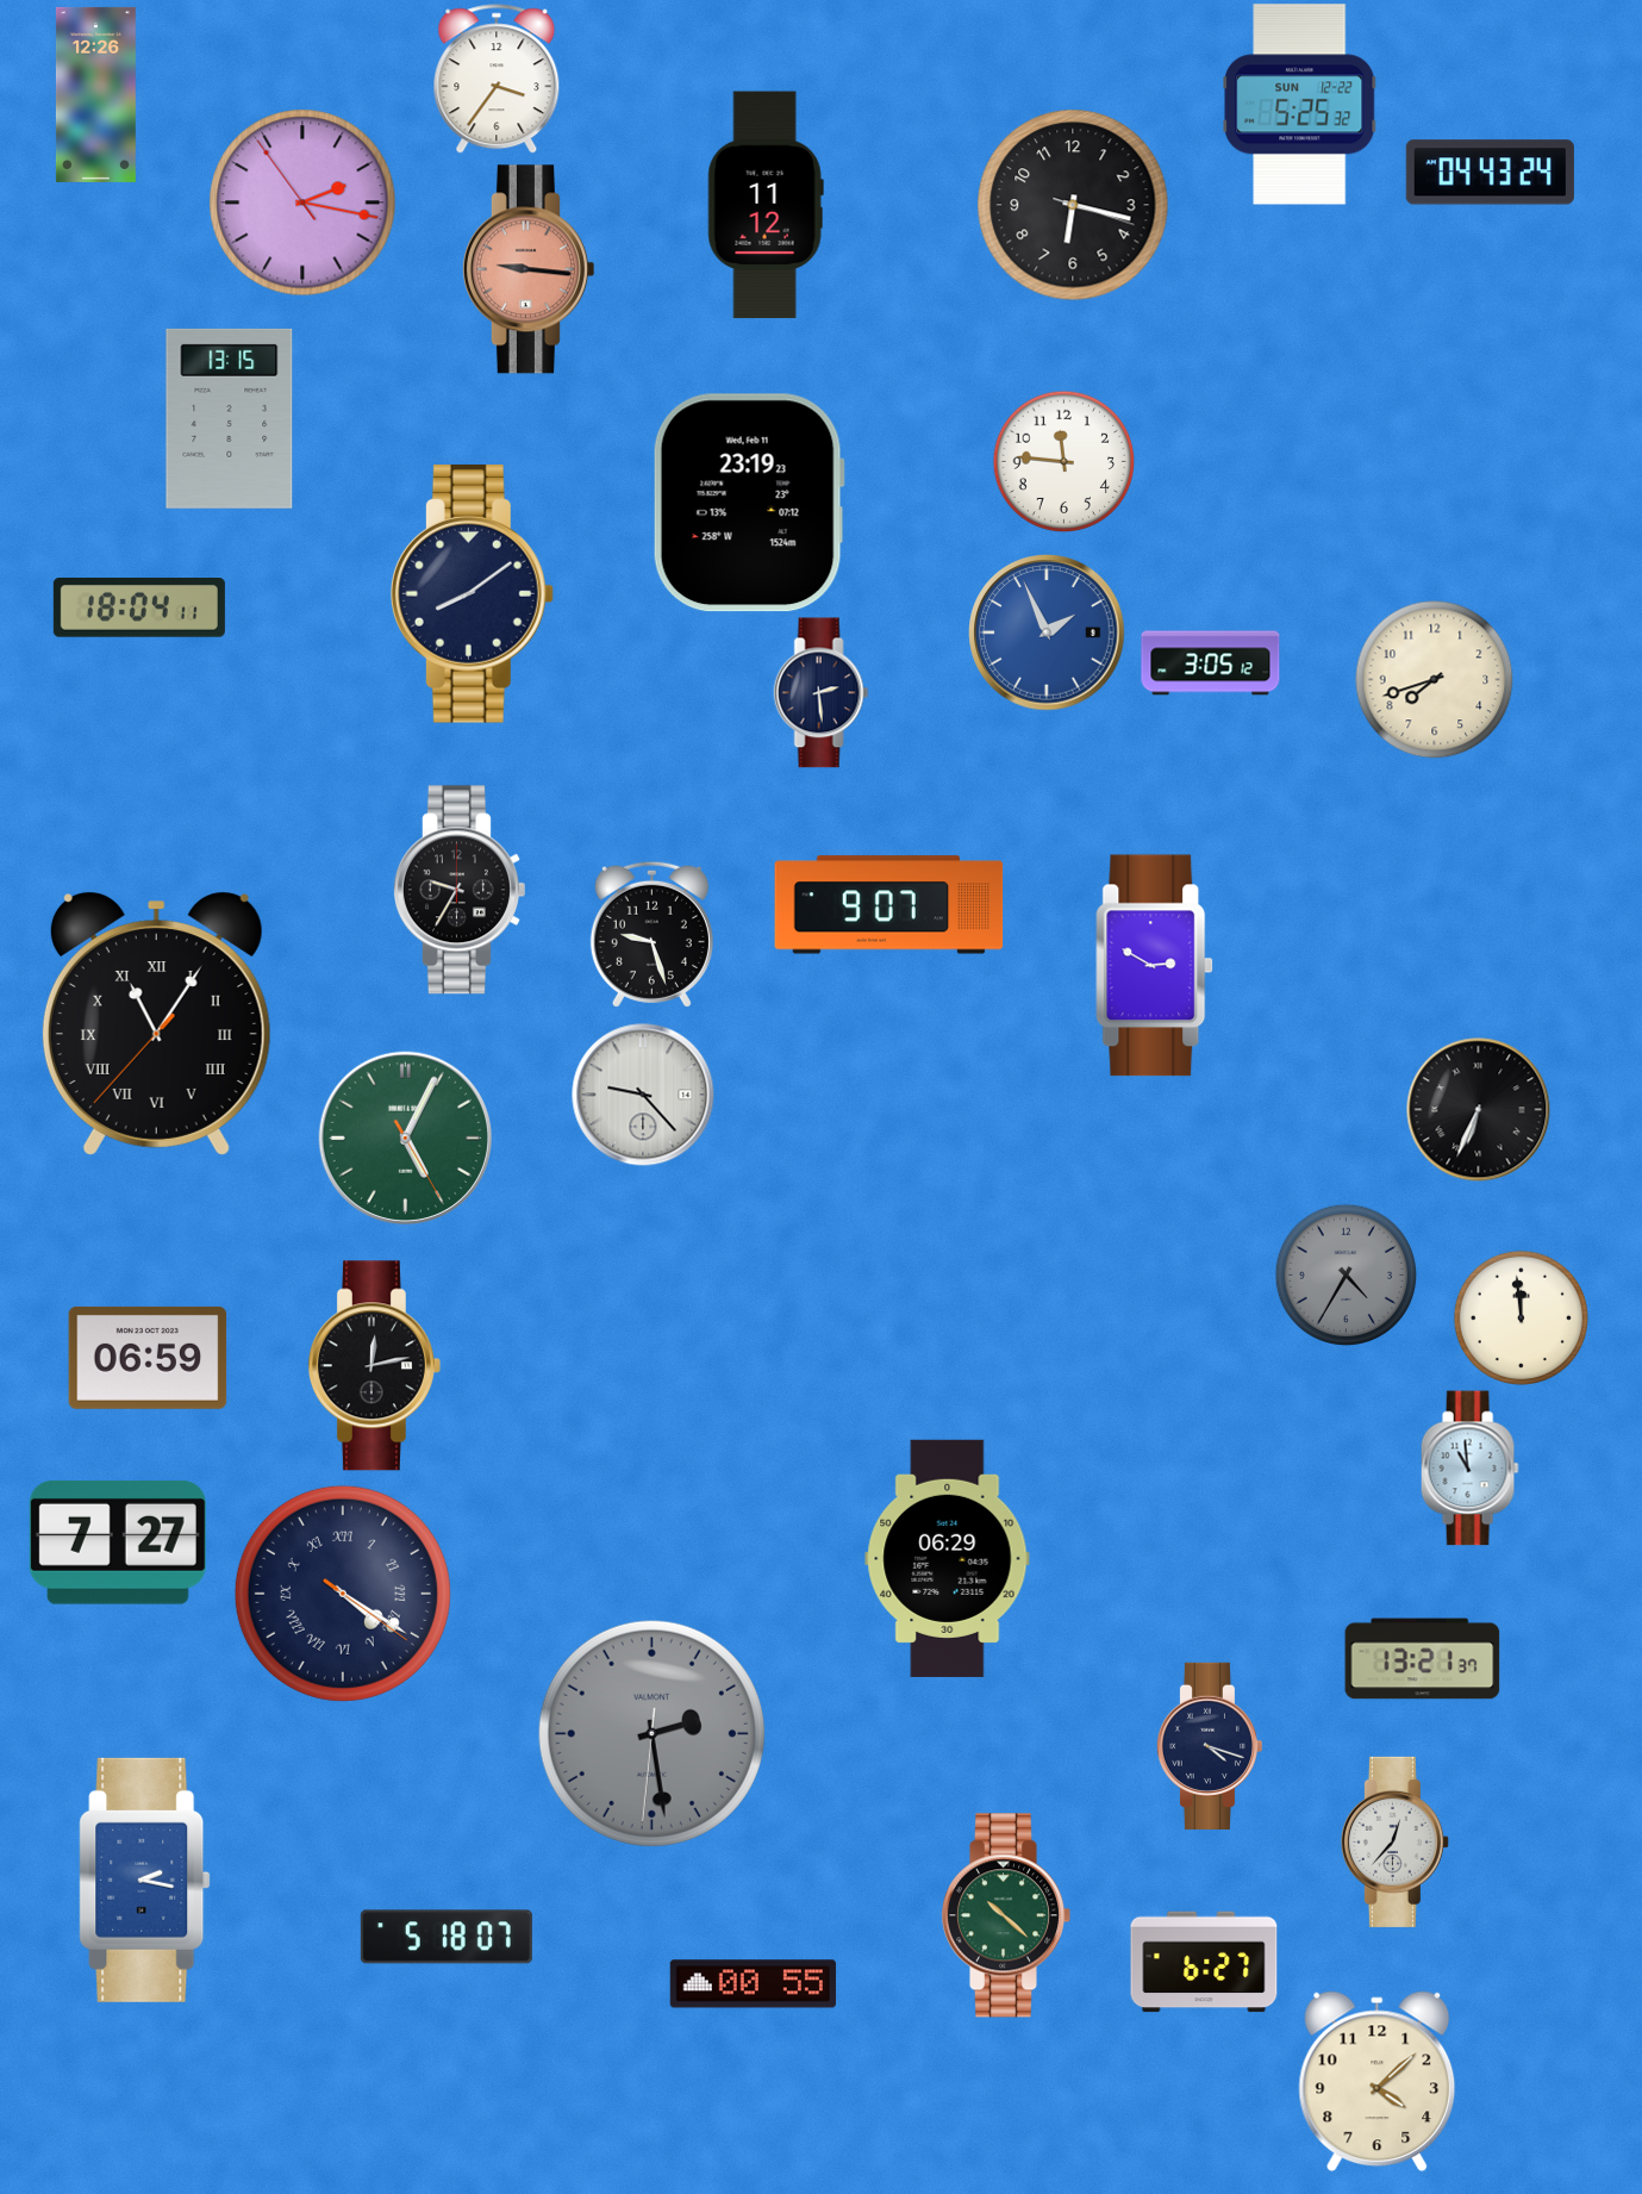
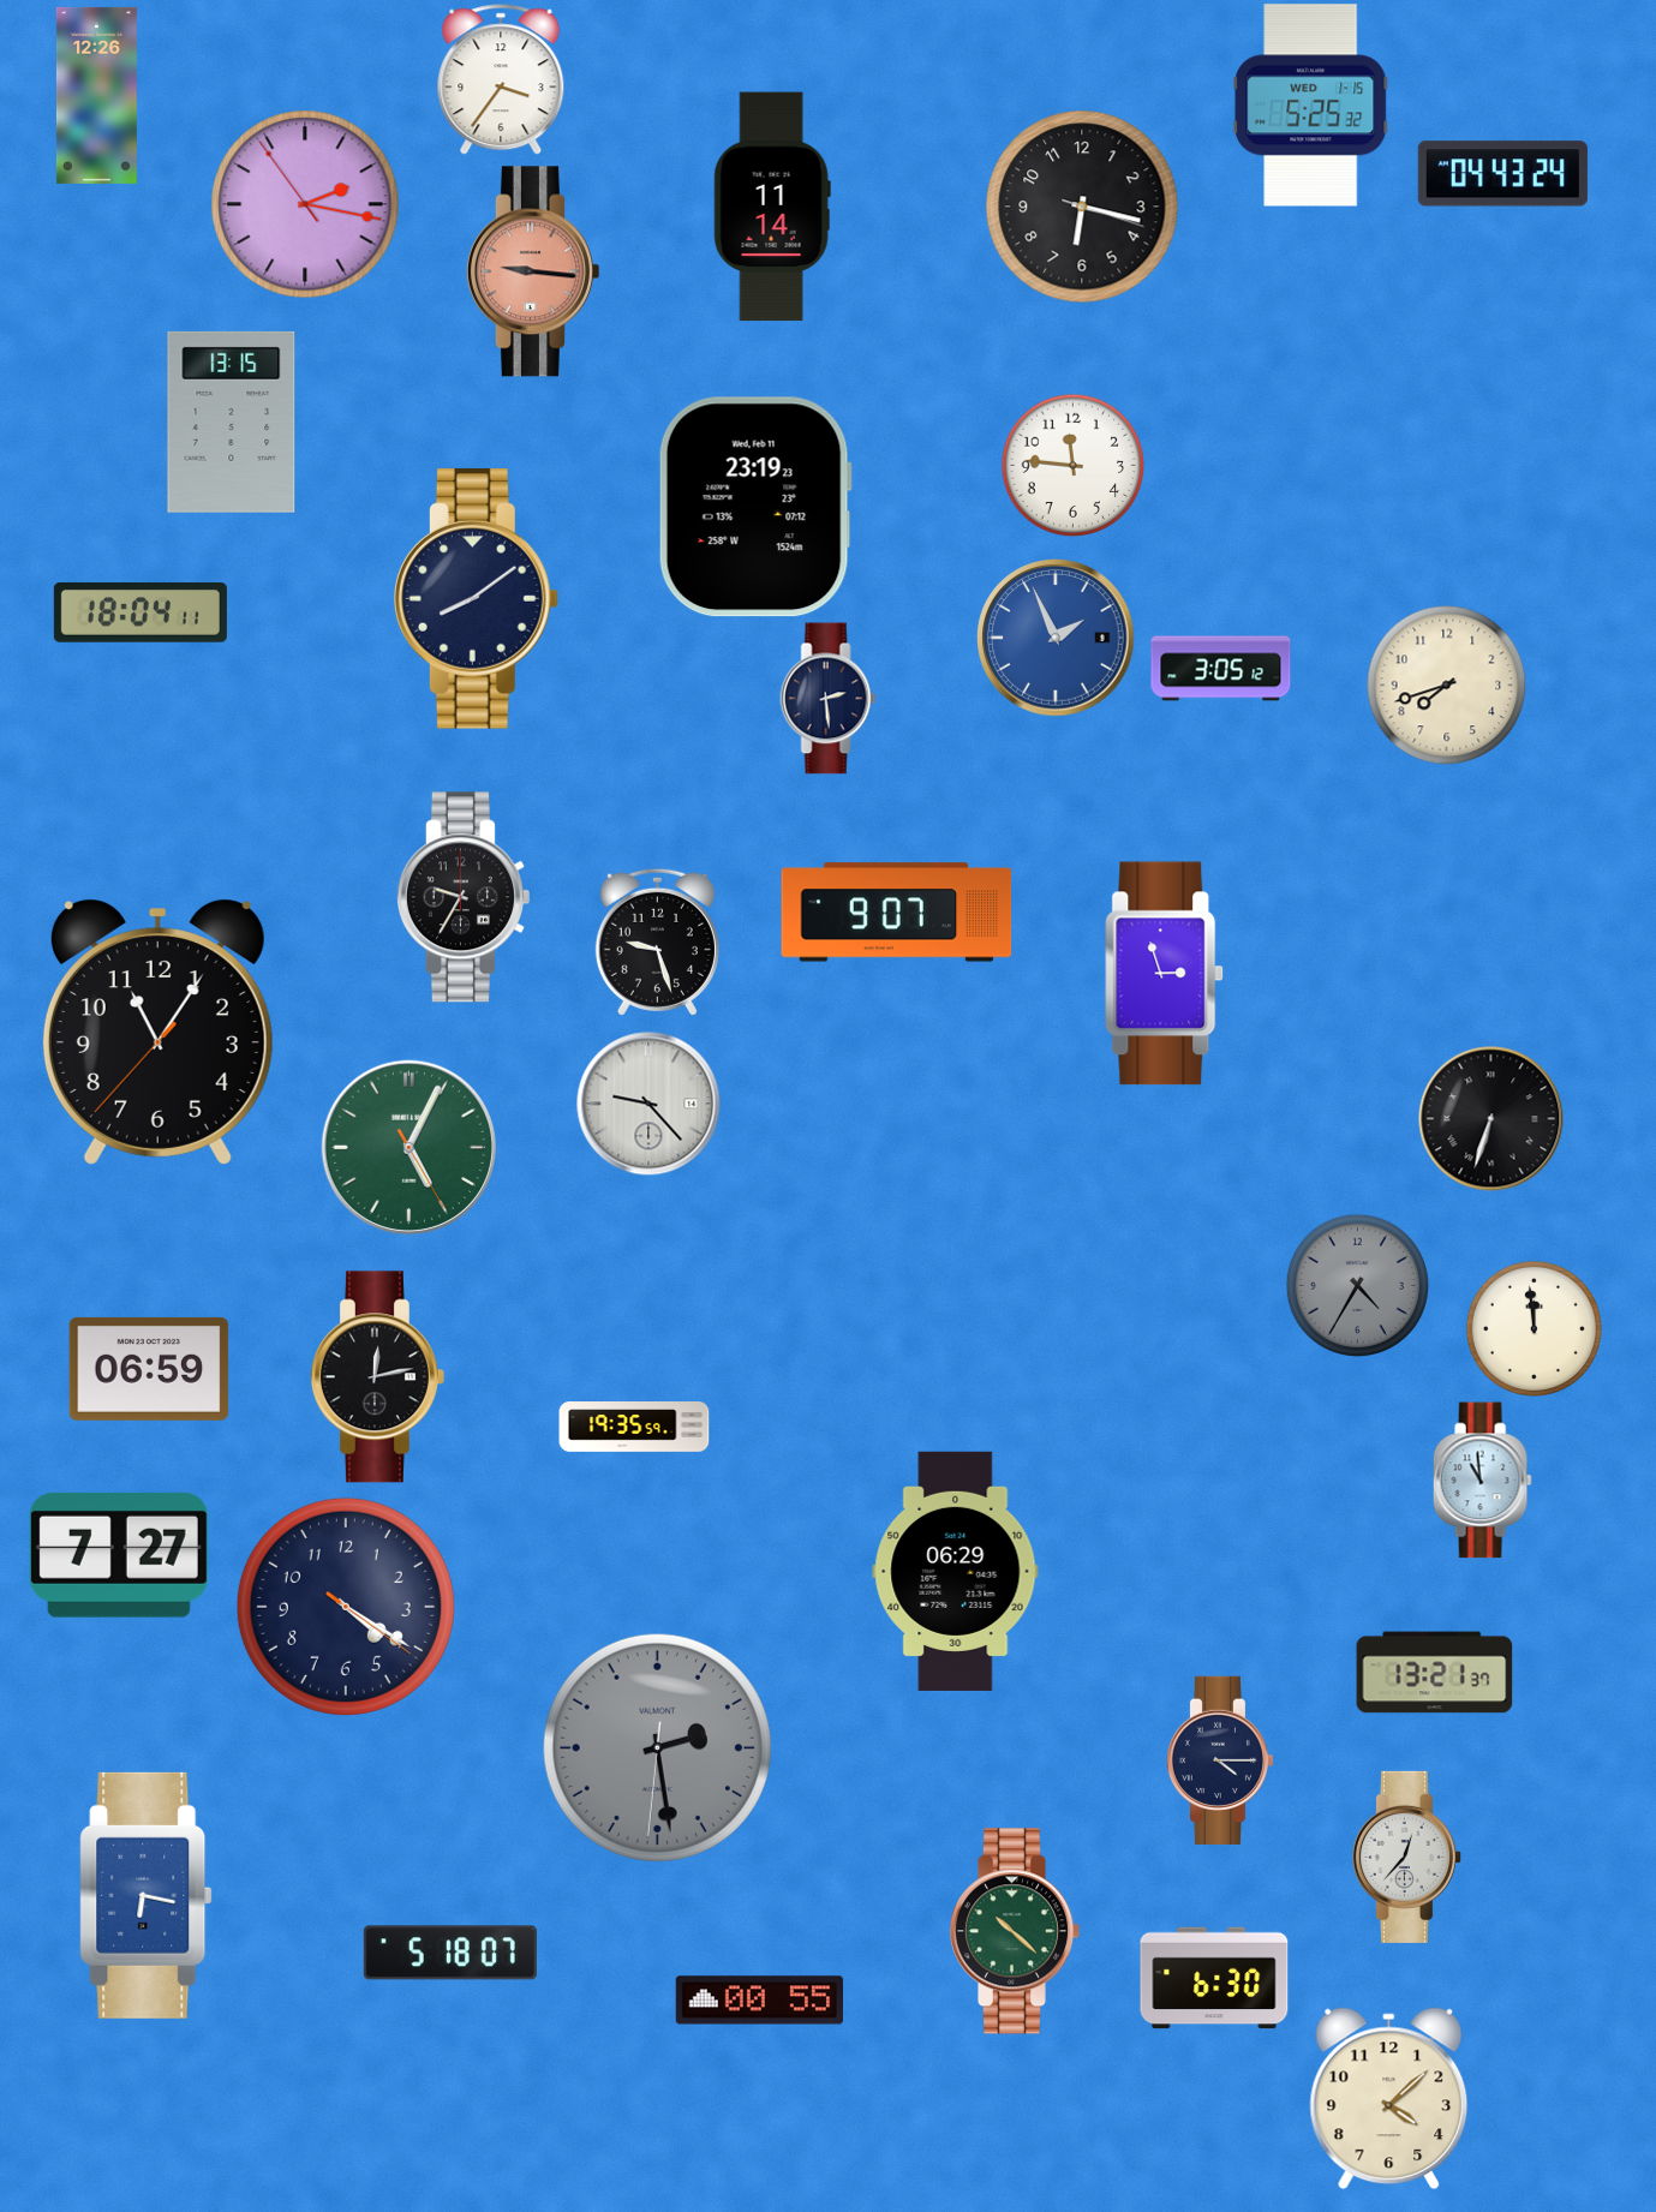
clock at (1300, 105) date: SUN 12-22 -> WED 1-15
clock at (766, 205): 11:12 -> 11:14
clock at (1155, 966): 2:50 -> 2:57
clock at (156, 1023) numerals: Roman -> Arabic
clock at (1479, 1110): 6:34 -> 6:33
clock at (634, 1428): none -> 19:35
clock at (343, 1594) numerals: Roman -> Arabic
clock at (1209, 1746): 4:18 -> 4:15
clock at (145, 1880): 2:17 -> 6:17
clock at (1204, 1962): 6:27 -> 6:30
